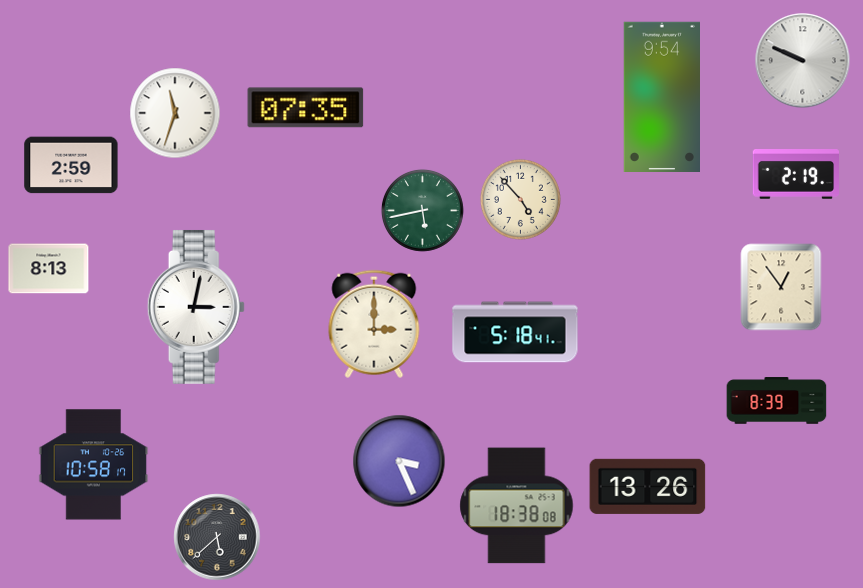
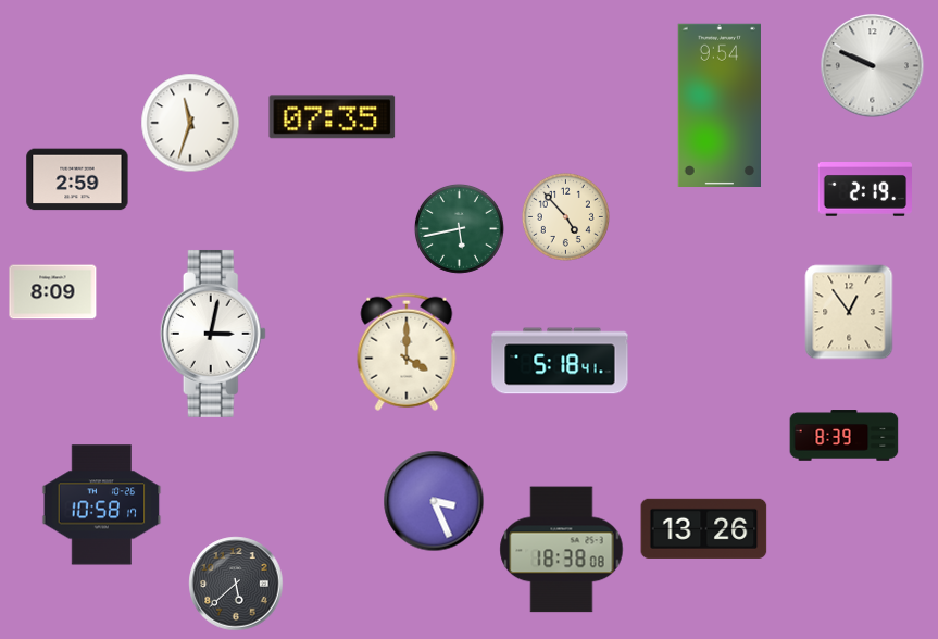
clock at (49, 269): 8:13 -> 8:09
clock at (374, 324): 3:00 -> 4:00
